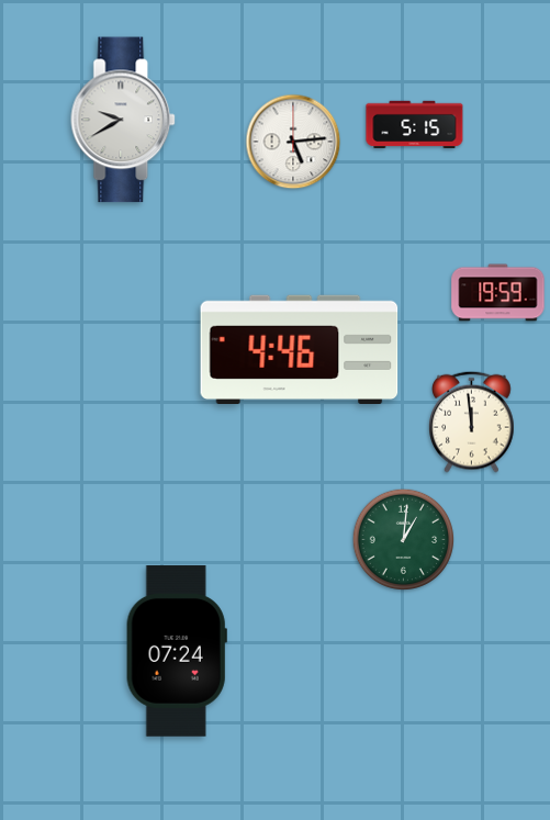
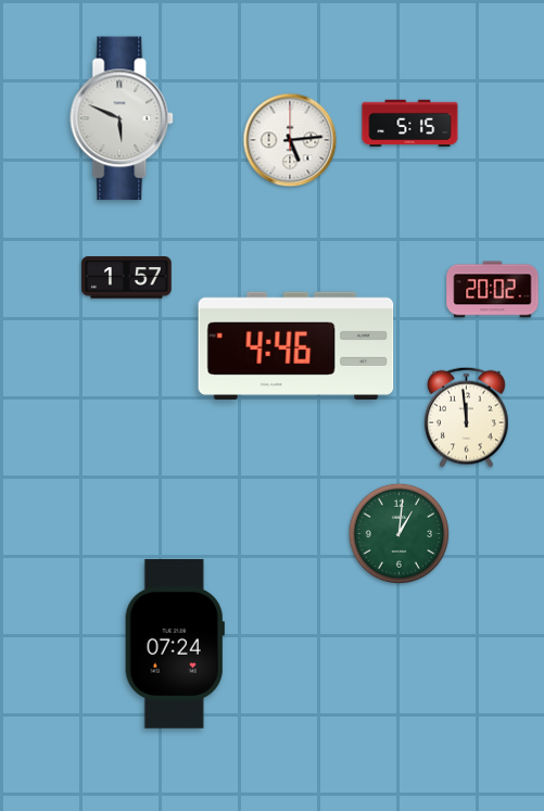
clock at (124, 120): 9:40 -> 5:49
clock at (127, 278): none -> 1:57
clock at (498, 293): 19:59 -> 20:02
